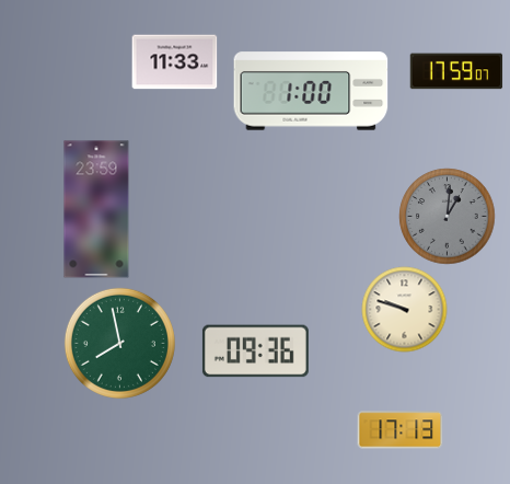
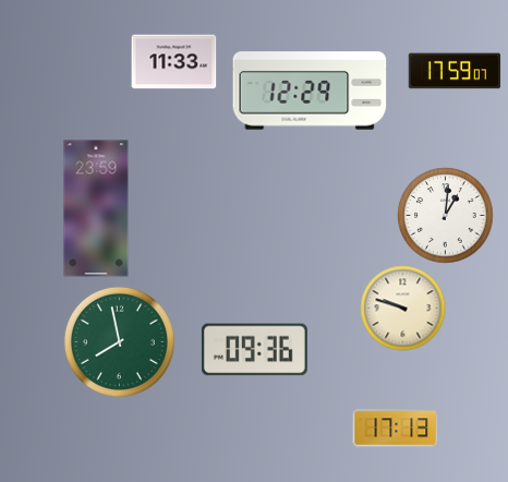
clock at (311, 91): 1:00 -> 12:29
clock at (447, 216) dial: grey -> white
clock at (399, 430) position: (399, 430) -> (395, 429)
